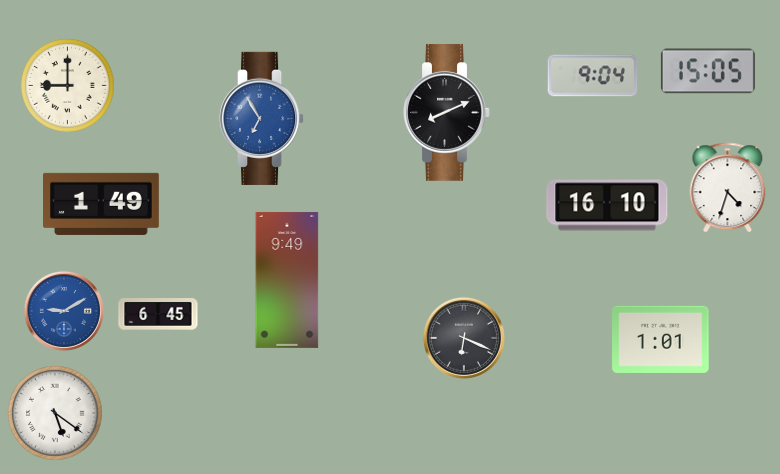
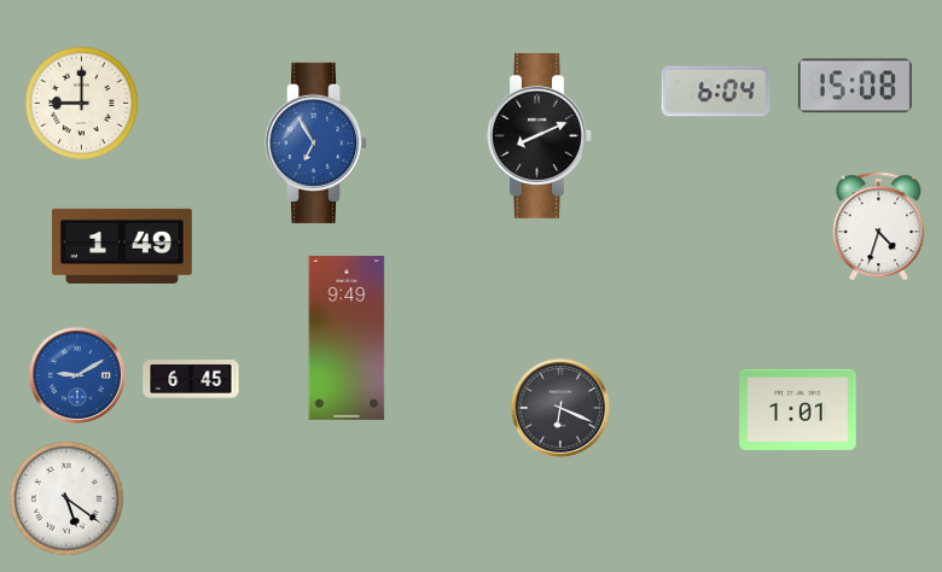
clock at (708, 71): 15:05 -> 15:08
clock at (593, 76): 9:04 -> 6:04
clock at (607, 205): 16:10 -> none
